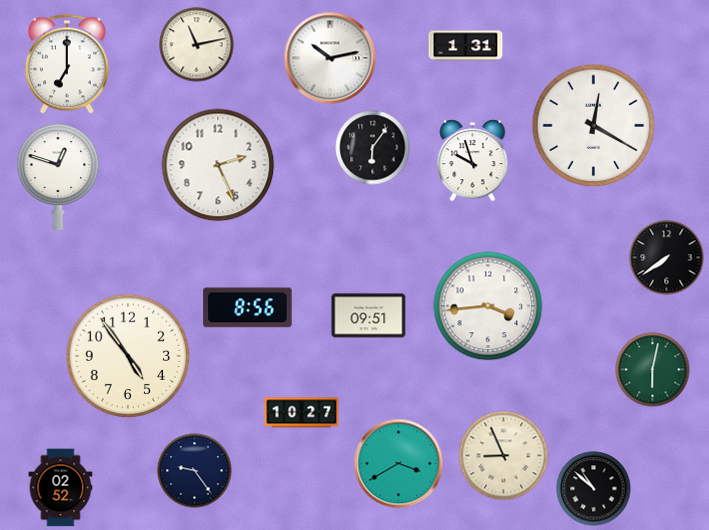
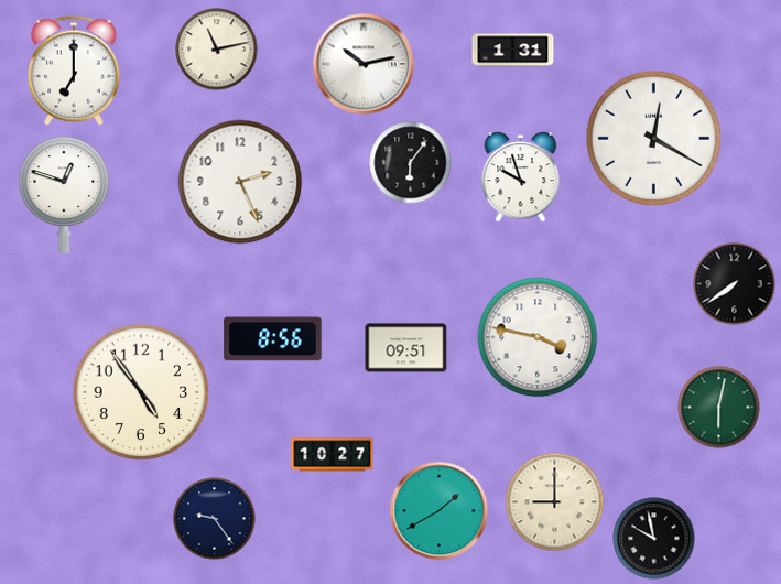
clock at (488, 306): 3:44 -> 3:47
clock at (504, 456): 8:56 -> 9:00
clock at (399, 464): 3:40 -> 1:40
clock at (61, 488): 02:52 -> none
clock at (594, 489): 10:52 -> 9:58
